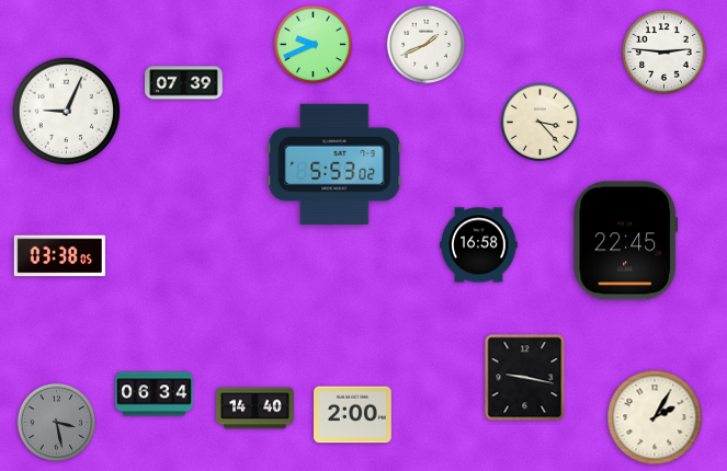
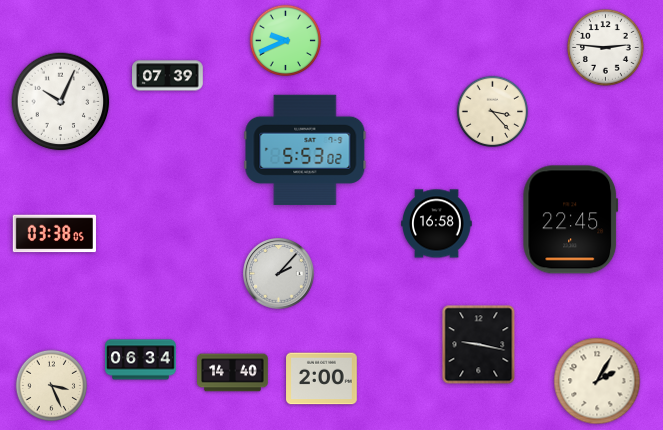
clock at (427, 45): 1:41 -> none
clock at (67, 112): 9:04 -> 10:04
clock at (279, 274): none -> 2:07
clock at (57, 423): 3:28 -> 3:26
clock at (57, 423) dial: grey -> cream
